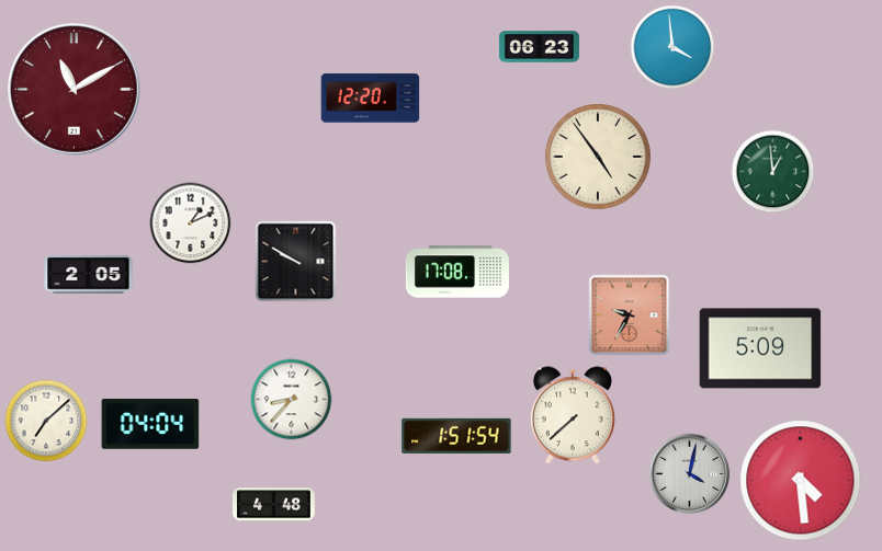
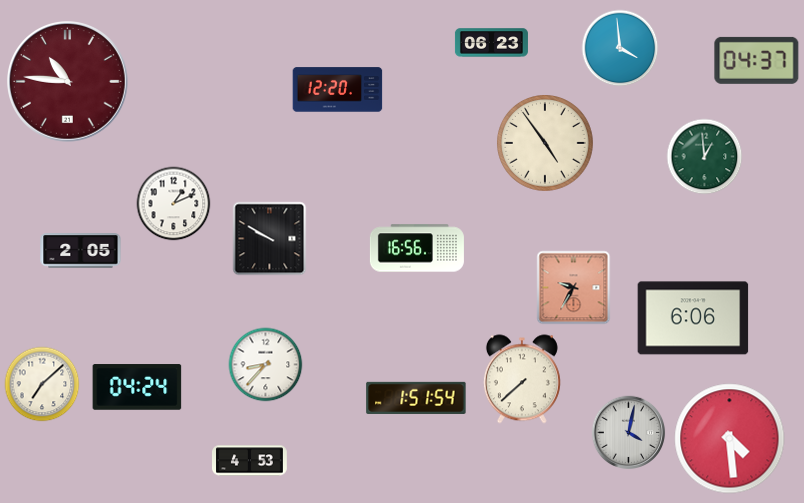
clock at (672, 47) position: (672, 47) -> (620, 48)
clock at (757, 60): none -> 04:37
clock at (75, 90): 11:10 -> 10:46
clock at (457, 272): 17:08 -> 16:56
clock at (760, 348): 5:09 -> 6:06
clock at (150, 424): 04:04 -> 04:24
clock at (274, 505): 4:48 -> 4:53
